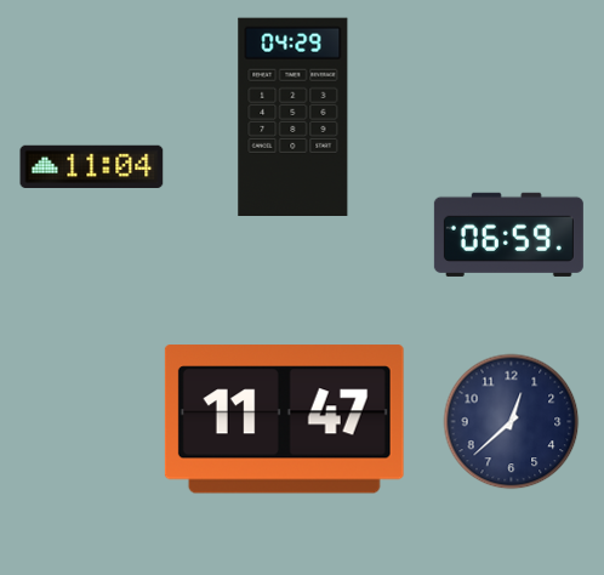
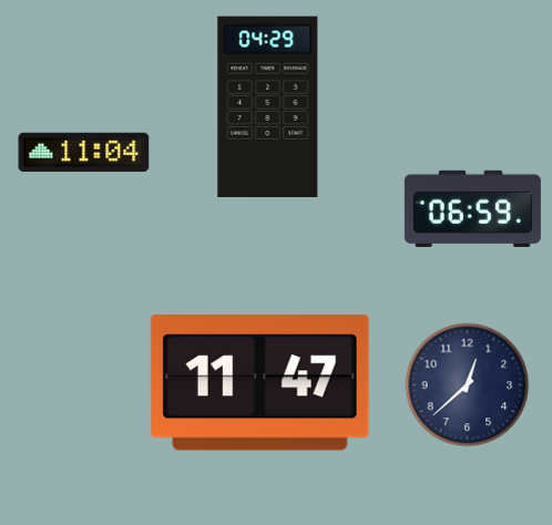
clock at (508, 234) position: (508, 234) -> (472, 208)
